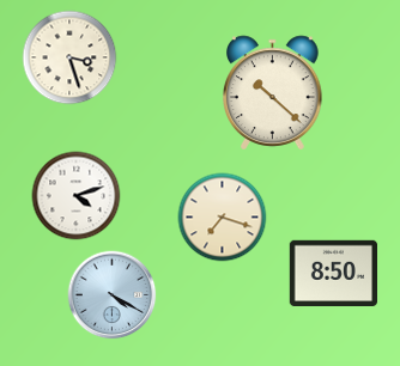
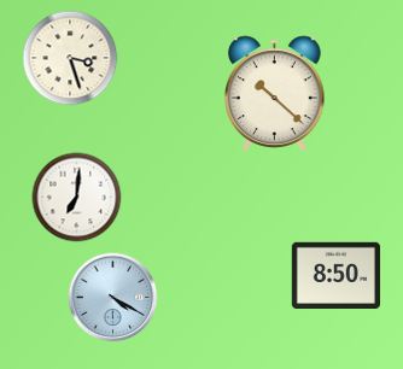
clock at (77, 196): 4:12 -> 7:01
clock at (223, 218): 7:18 -> none
